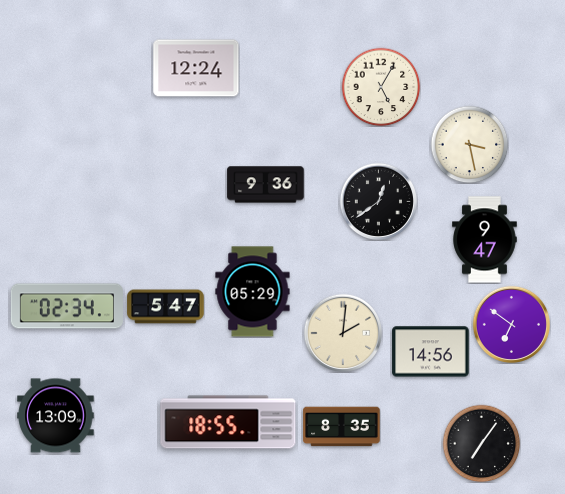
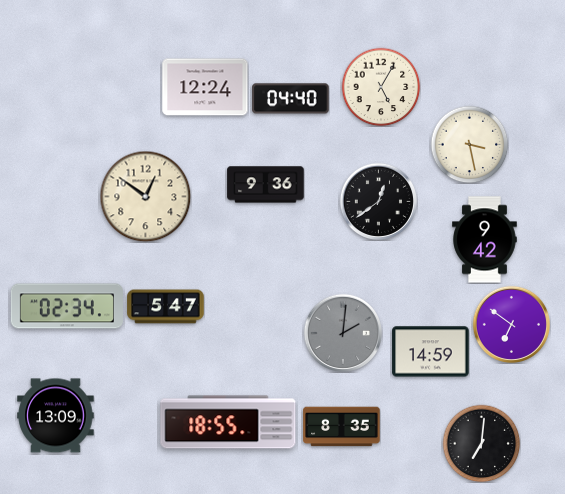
clock at (196, 68) position: (196, 68) -> (205, 87)
clock at (291, 99): none -> 04:40
clock at (145, 196): none -> 12:51
clock at (485, 240): 9:47 -> 9:42
clock at (253, 292): 05:29 -> none
clock at (342, 332) dial: cream -> grey
clock at (431, 352): 14:56 -> 14:59
clock at (481, 443): 7:06 -> 7:01
